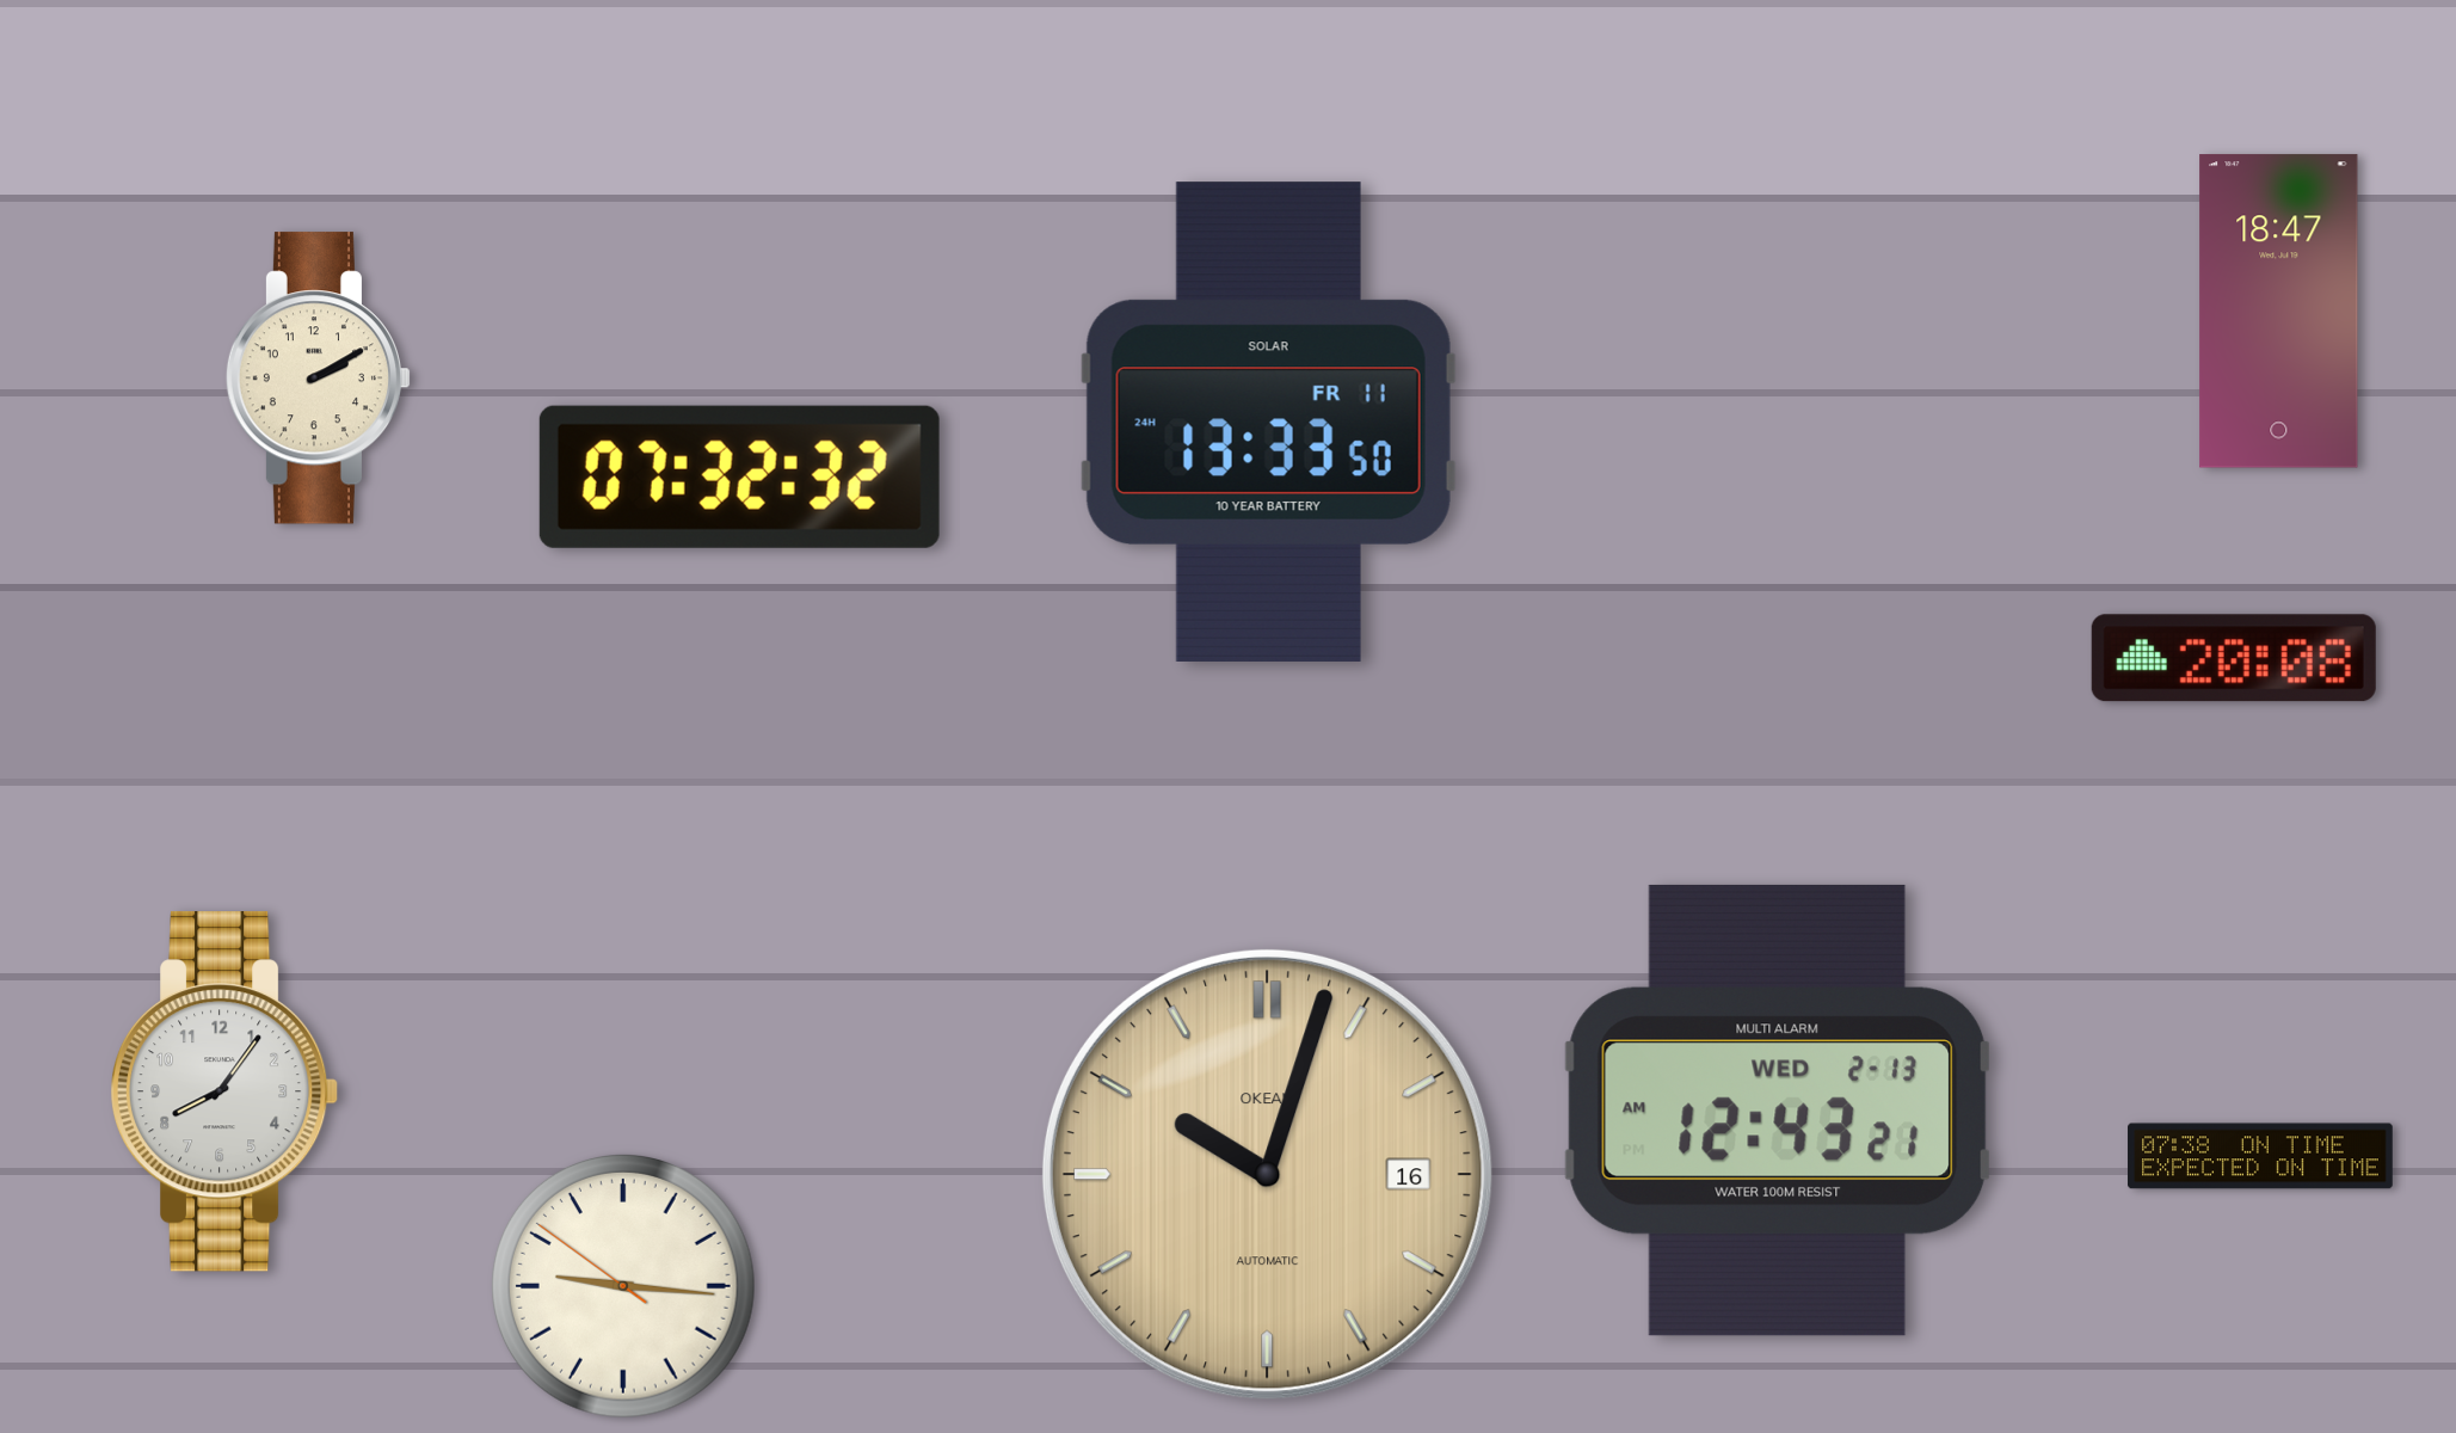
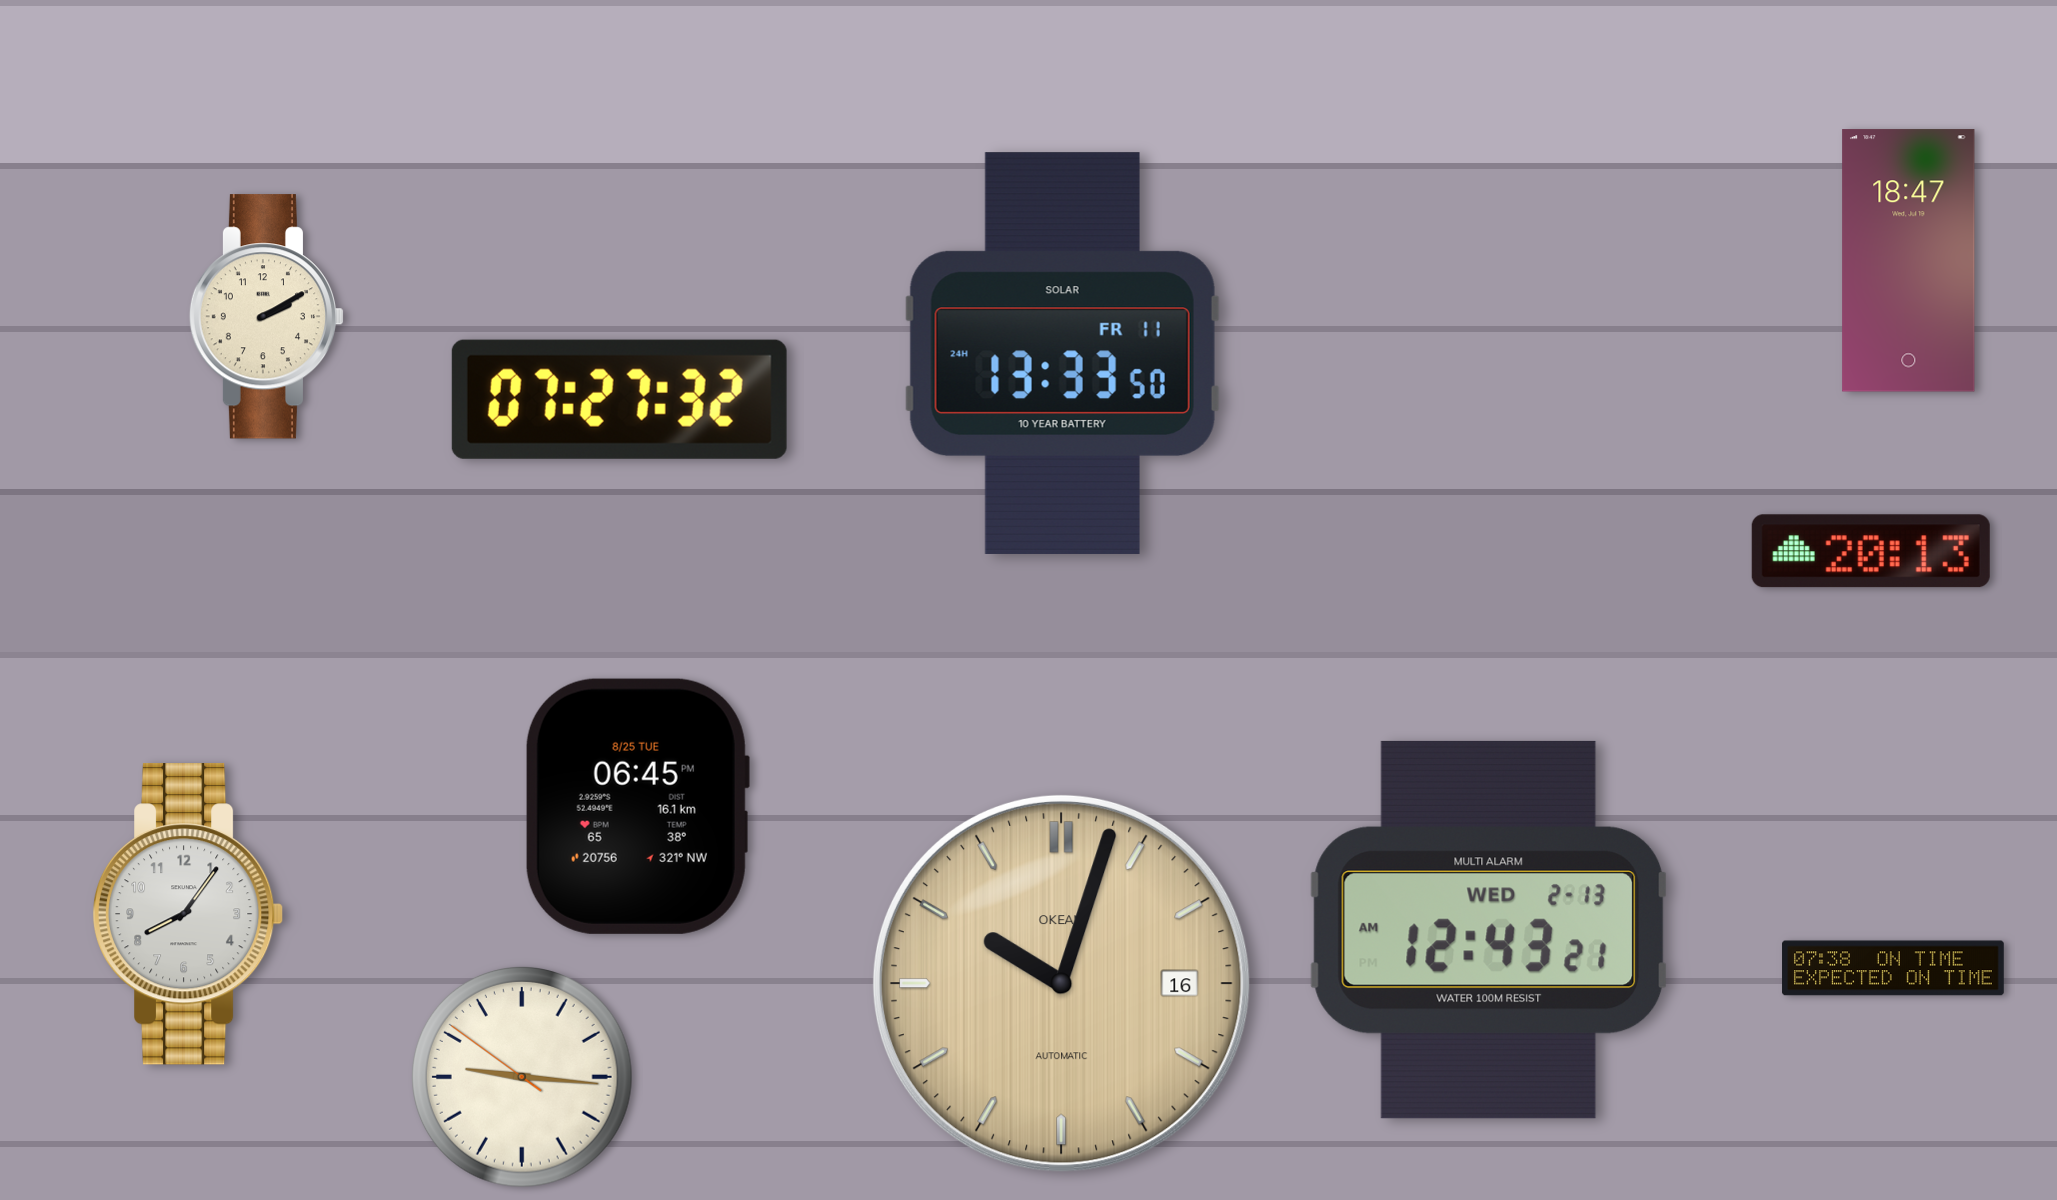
clock at (739, 476): 07:32 -> 07:27
clock at (2234, 658): 20:08 -> 20:13
clock at (637, 806): none -> 06:45
